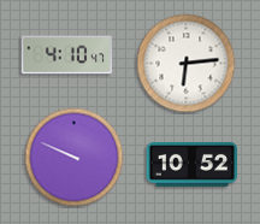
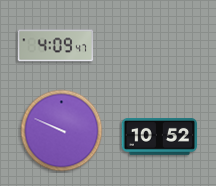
clock at (67, 55): 4:10 -> 4:09
clock at (187, 64): 6:14 -> none
